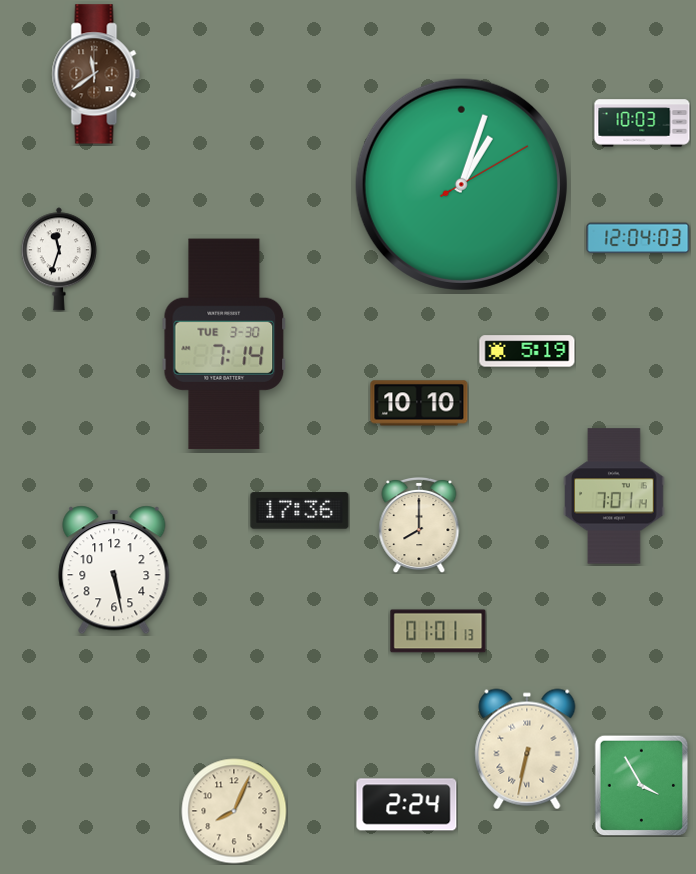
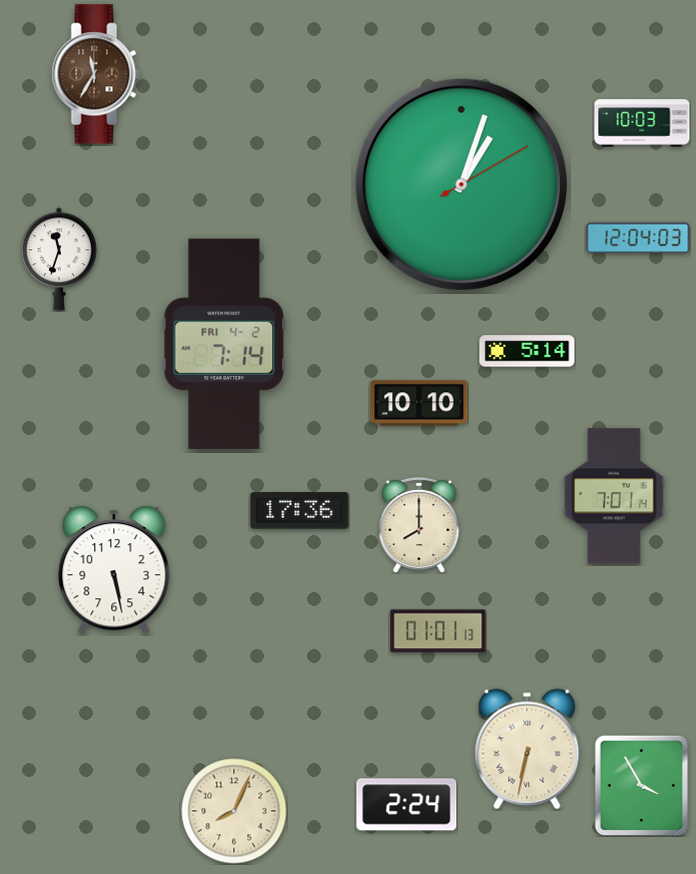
clock at (96, 74): 11:39 -> 11:35
clock at (224, 344) date: TUE 3-30 -> FRI 4-2
clock at (527, 351): 5:19 -> 5:14
